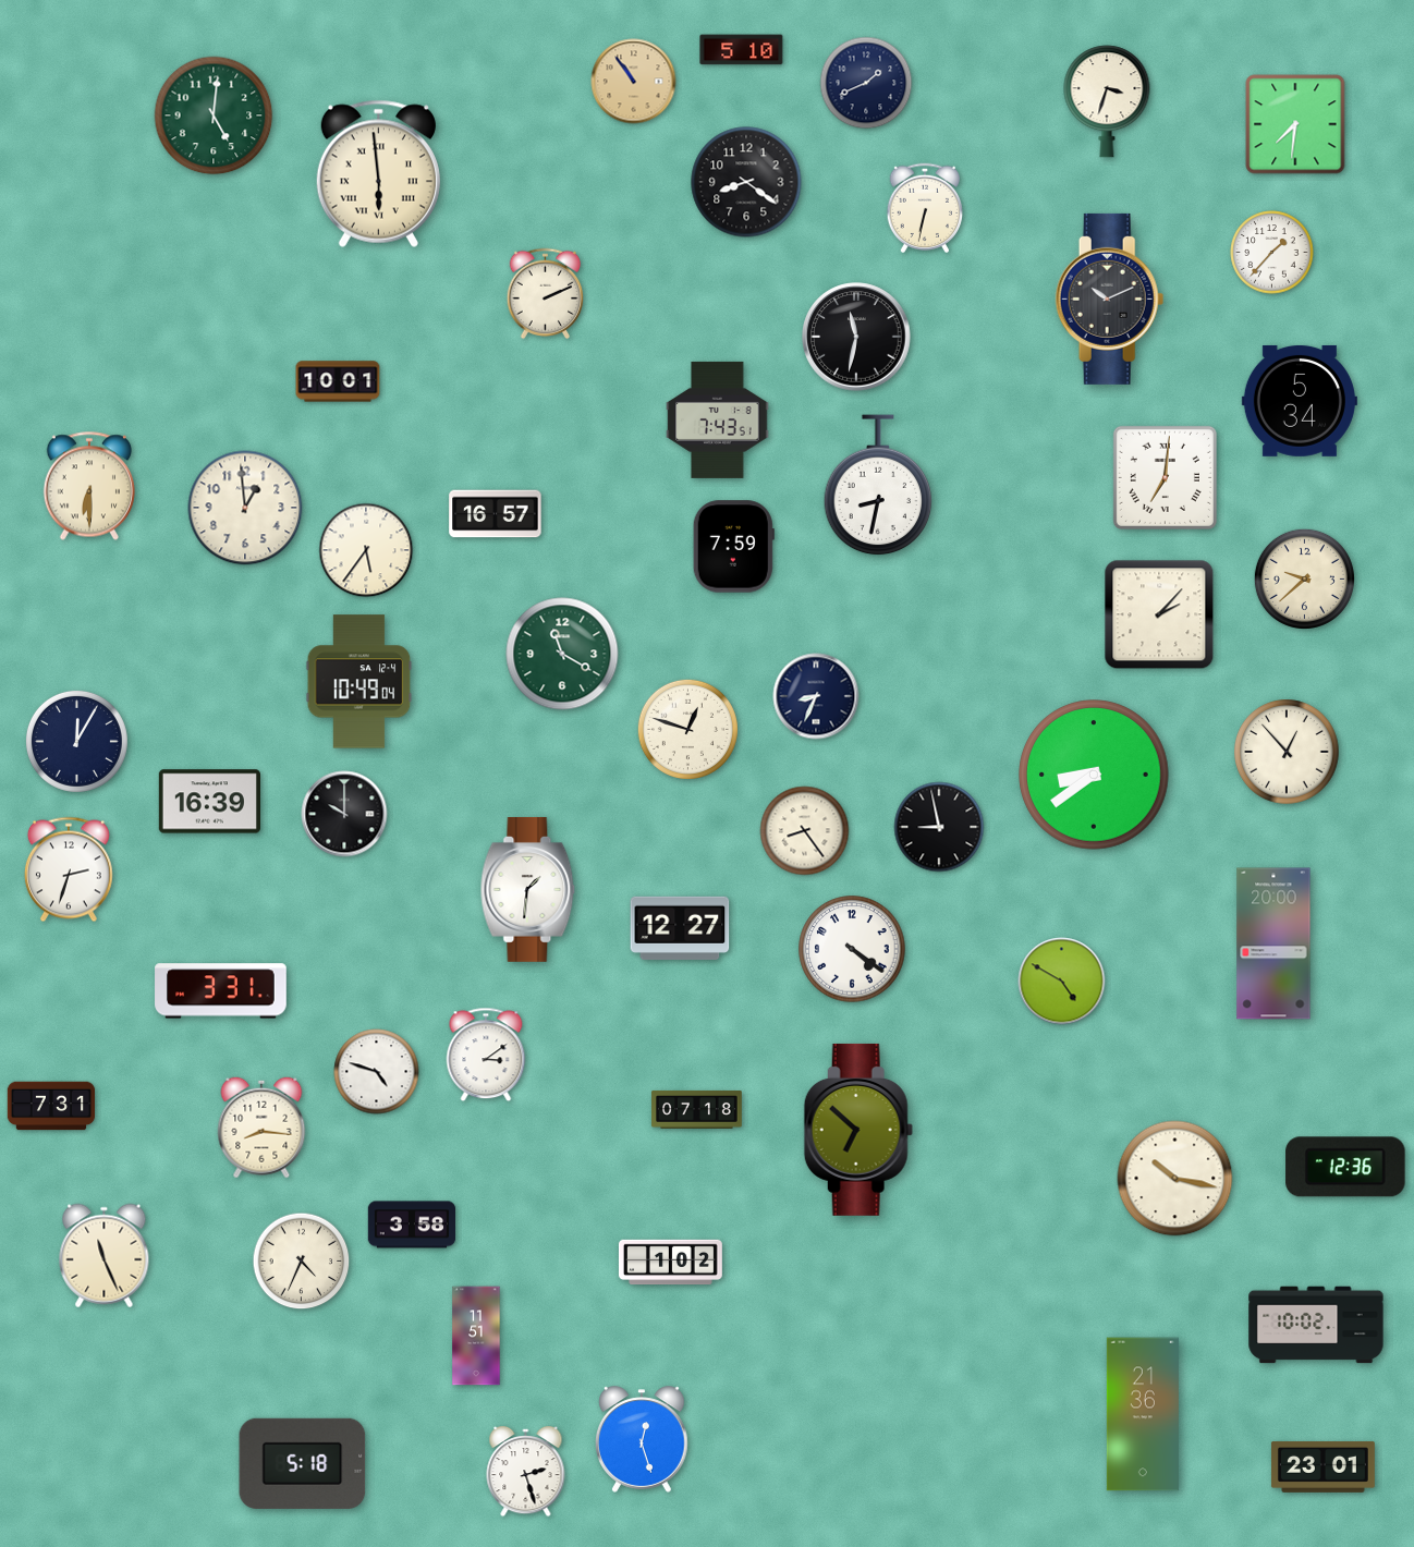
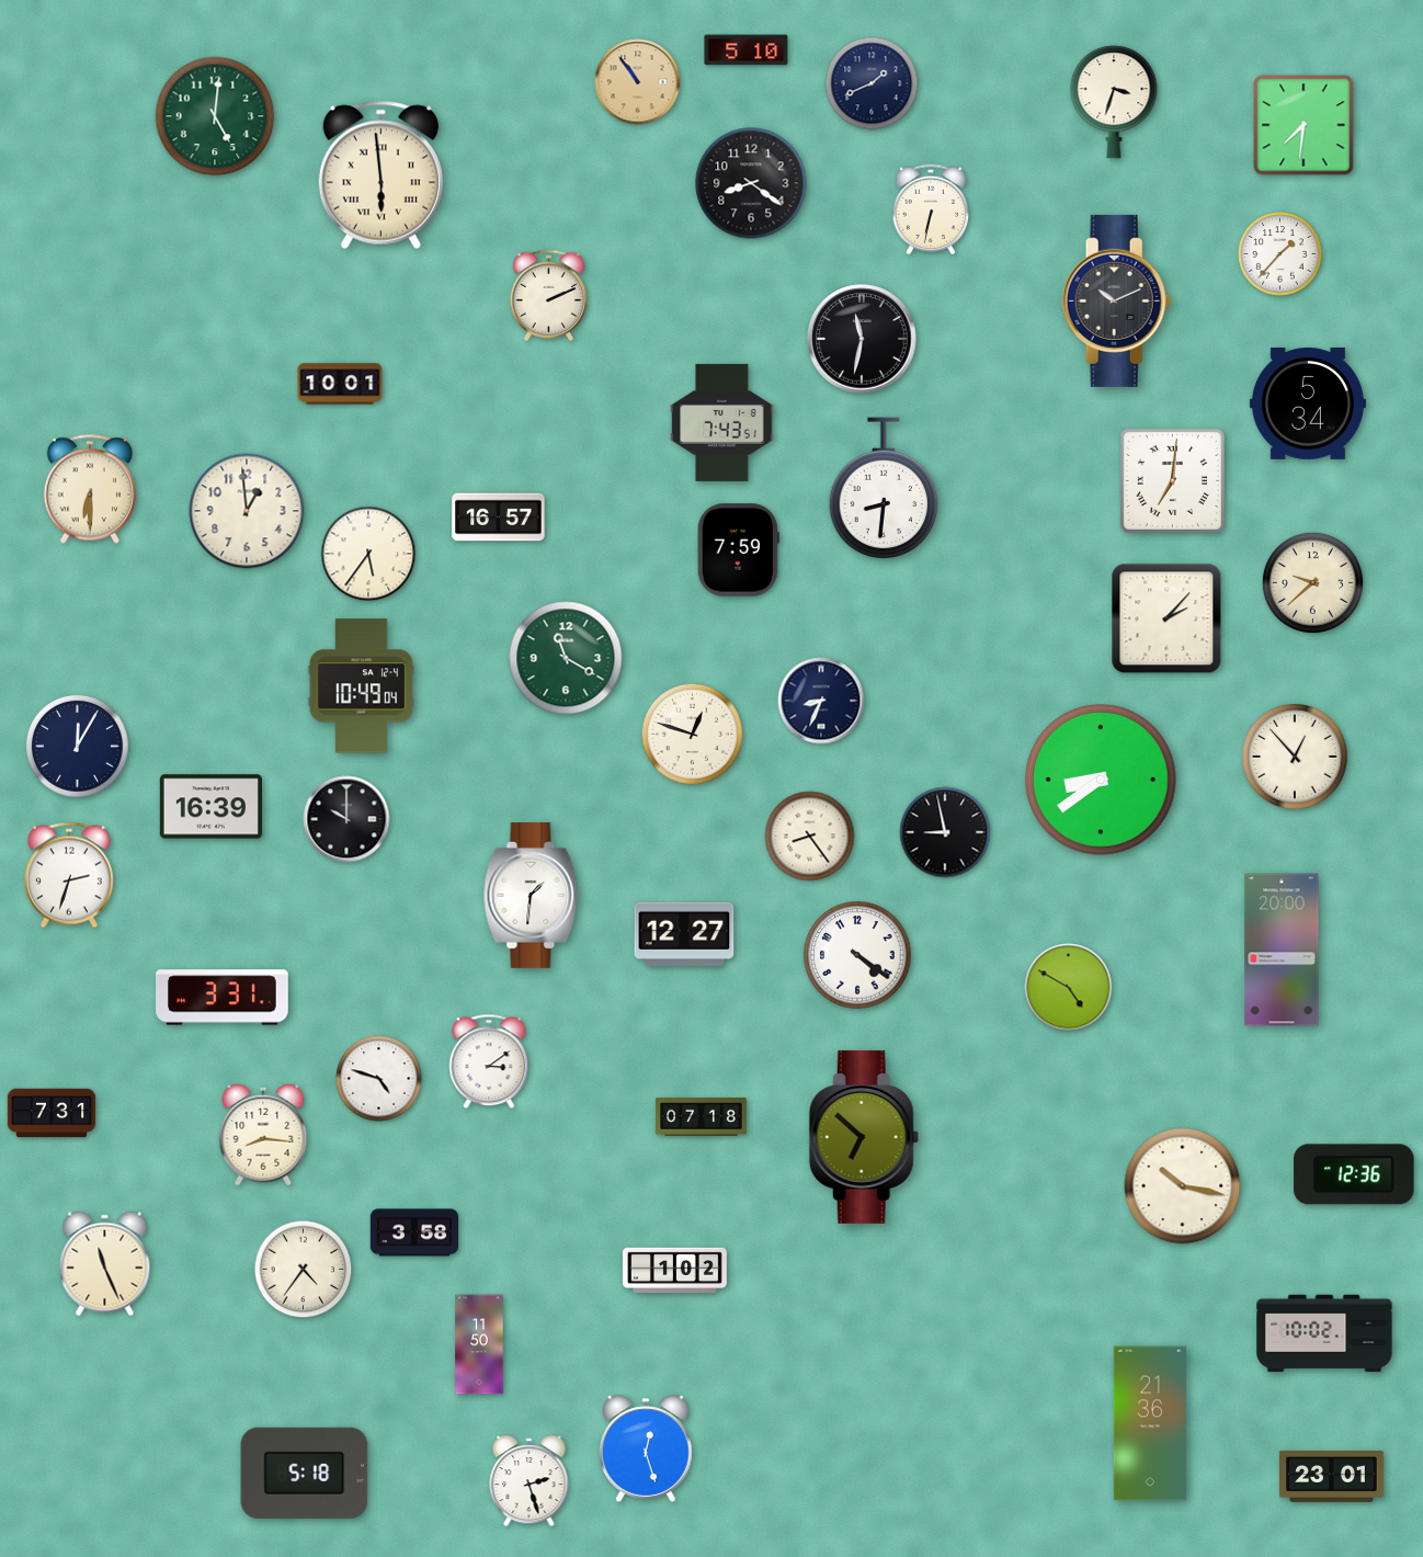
clock at (878, 486): 8:32 -> 8:31
clock at (302, 1262): 4:34 -> 4:36
clock at (476, 1336): 11:51 -> 11:50
